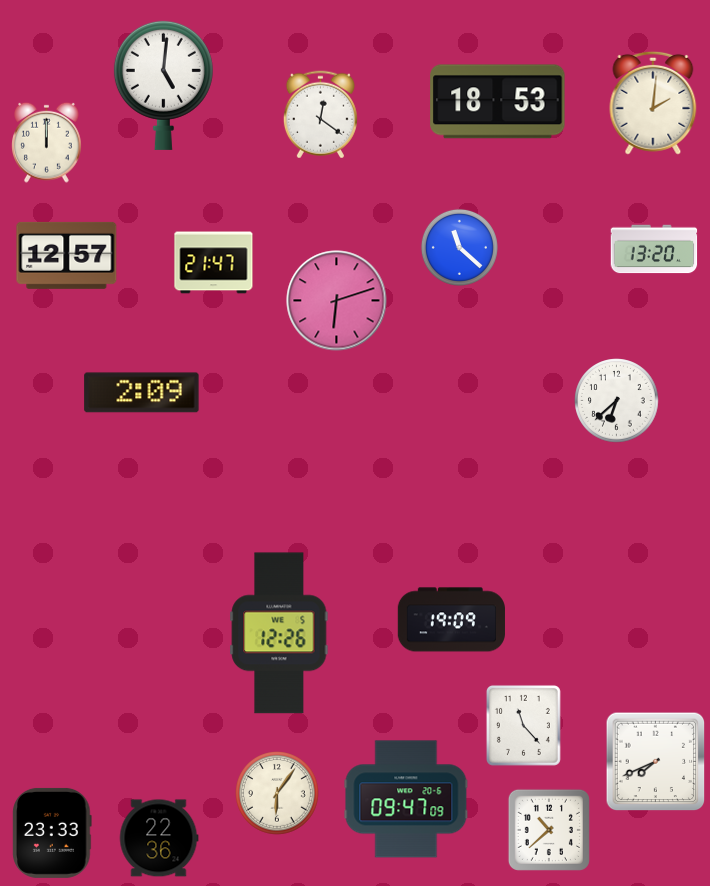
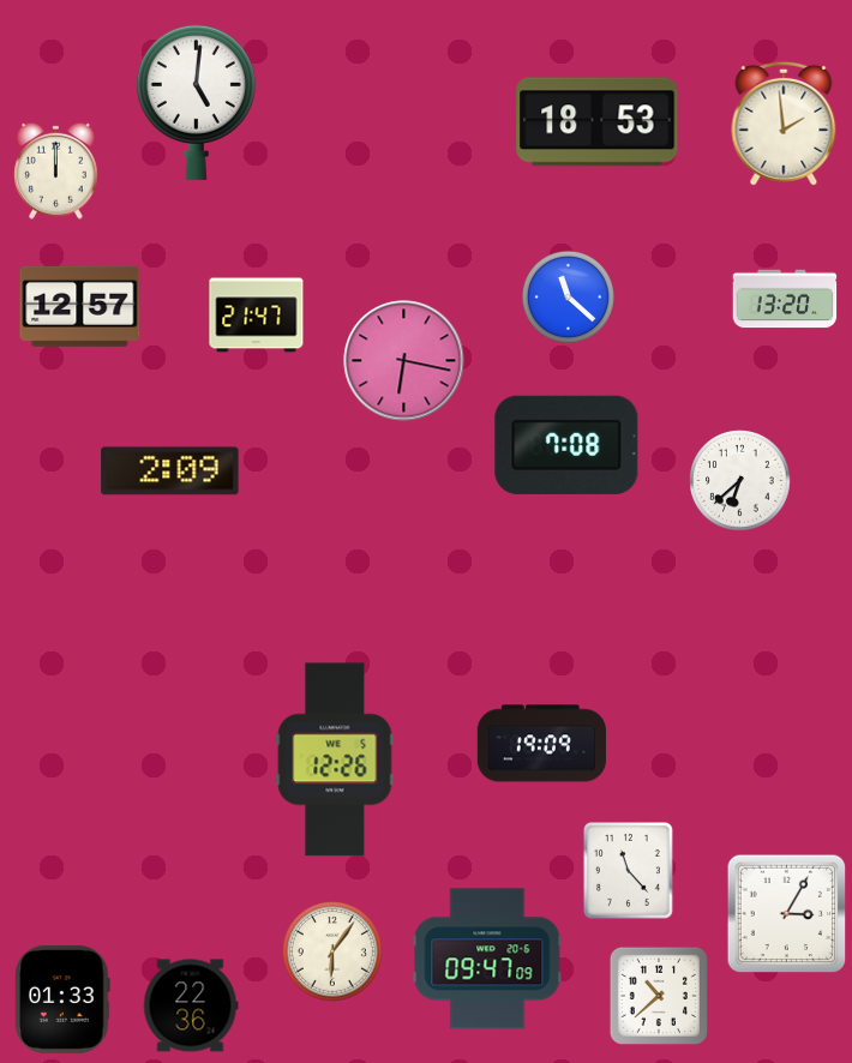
clock at (653, 103): 2:01 -> 1:59
clock at (320, 115): 12:21 -> none
clock at (459, 247) position: (459, 247) -> (568, 296)
clock at (337, 301): 6:12 -> 6:17
clock at (566, 445): none -> 7:08
clock at (656, 762): 7:41 -> 3:05
clock at (52, 833): 23:33 -> 01:33
